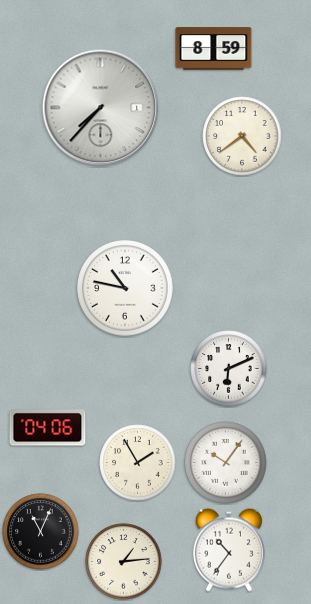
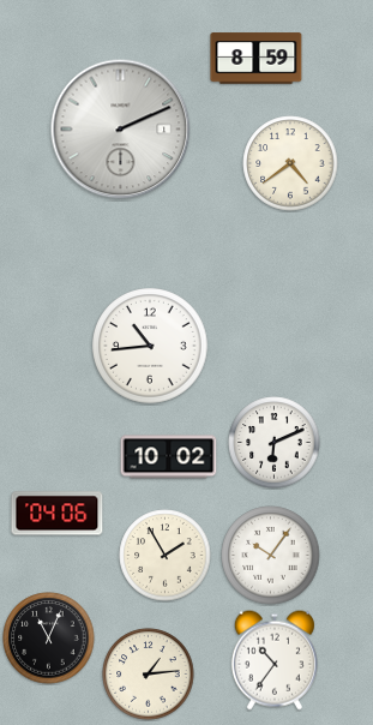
clock at (101, 108): 7:37 -> 2:11
clock at (125, 288): 10:47 -> 10:44
clock at (169, 457): none -> 10:02
